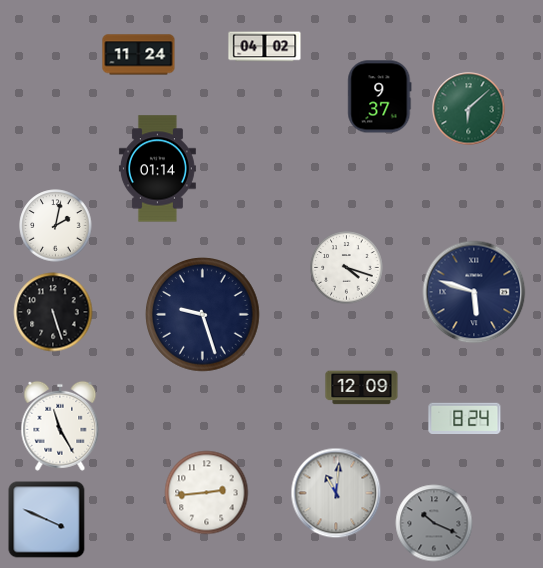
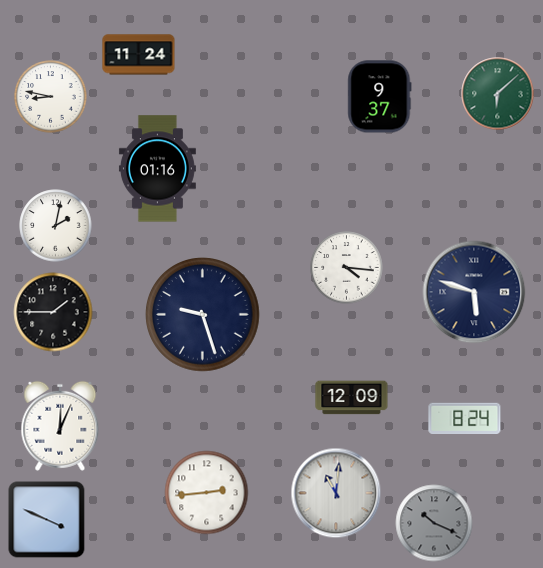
clock at (265, 47): 04:02 -> none
clock at (51, 97): none -> 8:47
clock at (469, 109) position: (469, 109) -> (498, 94)
clock at (157, 169): 01:14 -> 01:16
clock at (347, 268): 4:18 -> 4:16
clock at (53, 312): 5:27 -> 1:45
clock at (362, 388) position: (362, 388) -> (352, 398)
clock at (60, 426): 11:25 -> 12:04
